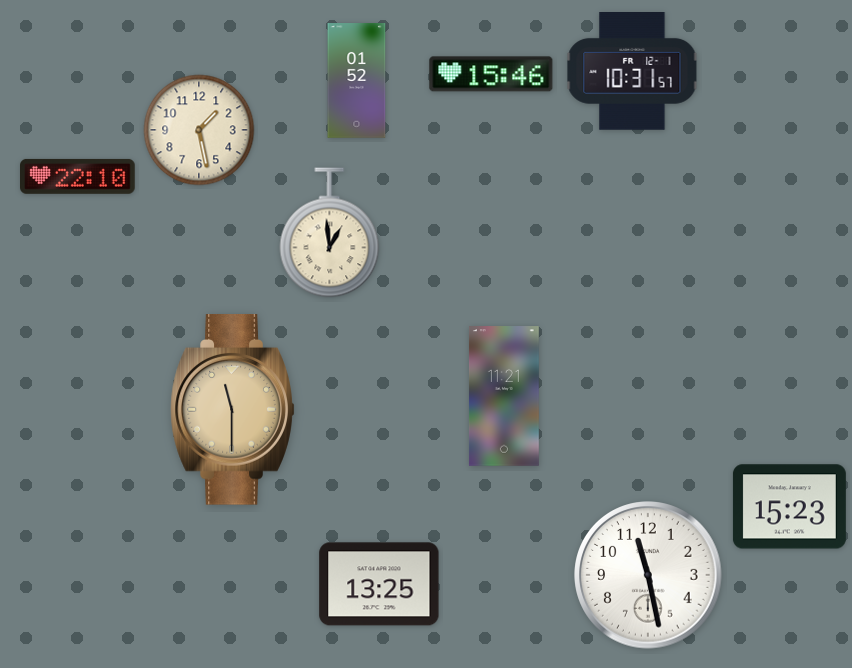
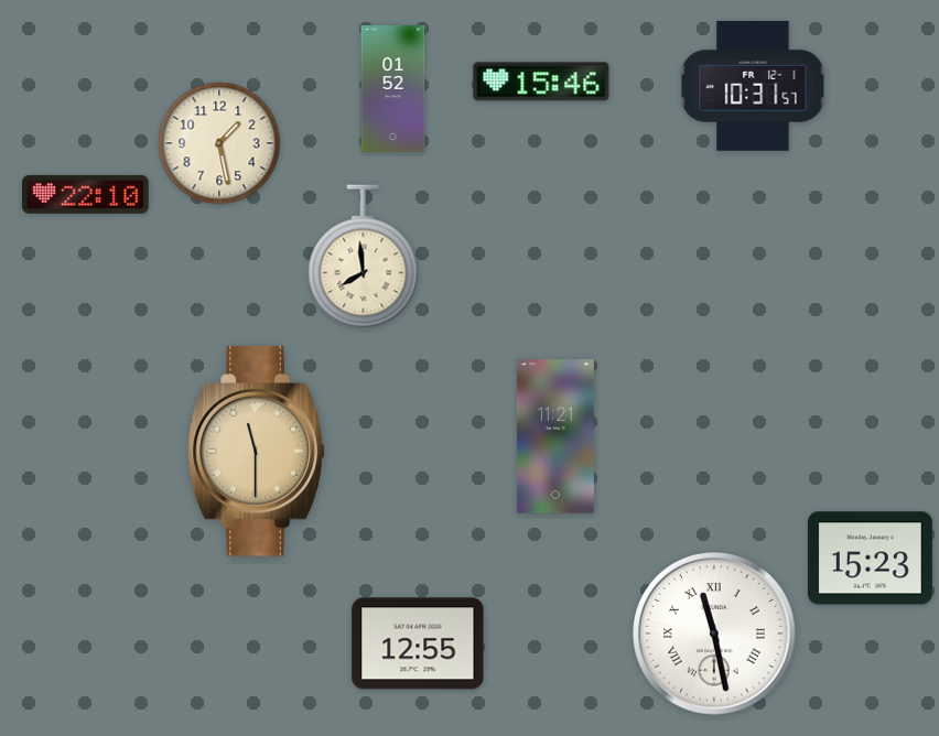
clock at (632, 72) position: (632, 72) -> (753, 87)
clock at (330, 233): 12:59 -> 7:59
clock at (648, 575) numerals: Arabic -> Roman
clock at (379, 584): 13:25 -> 12:55
